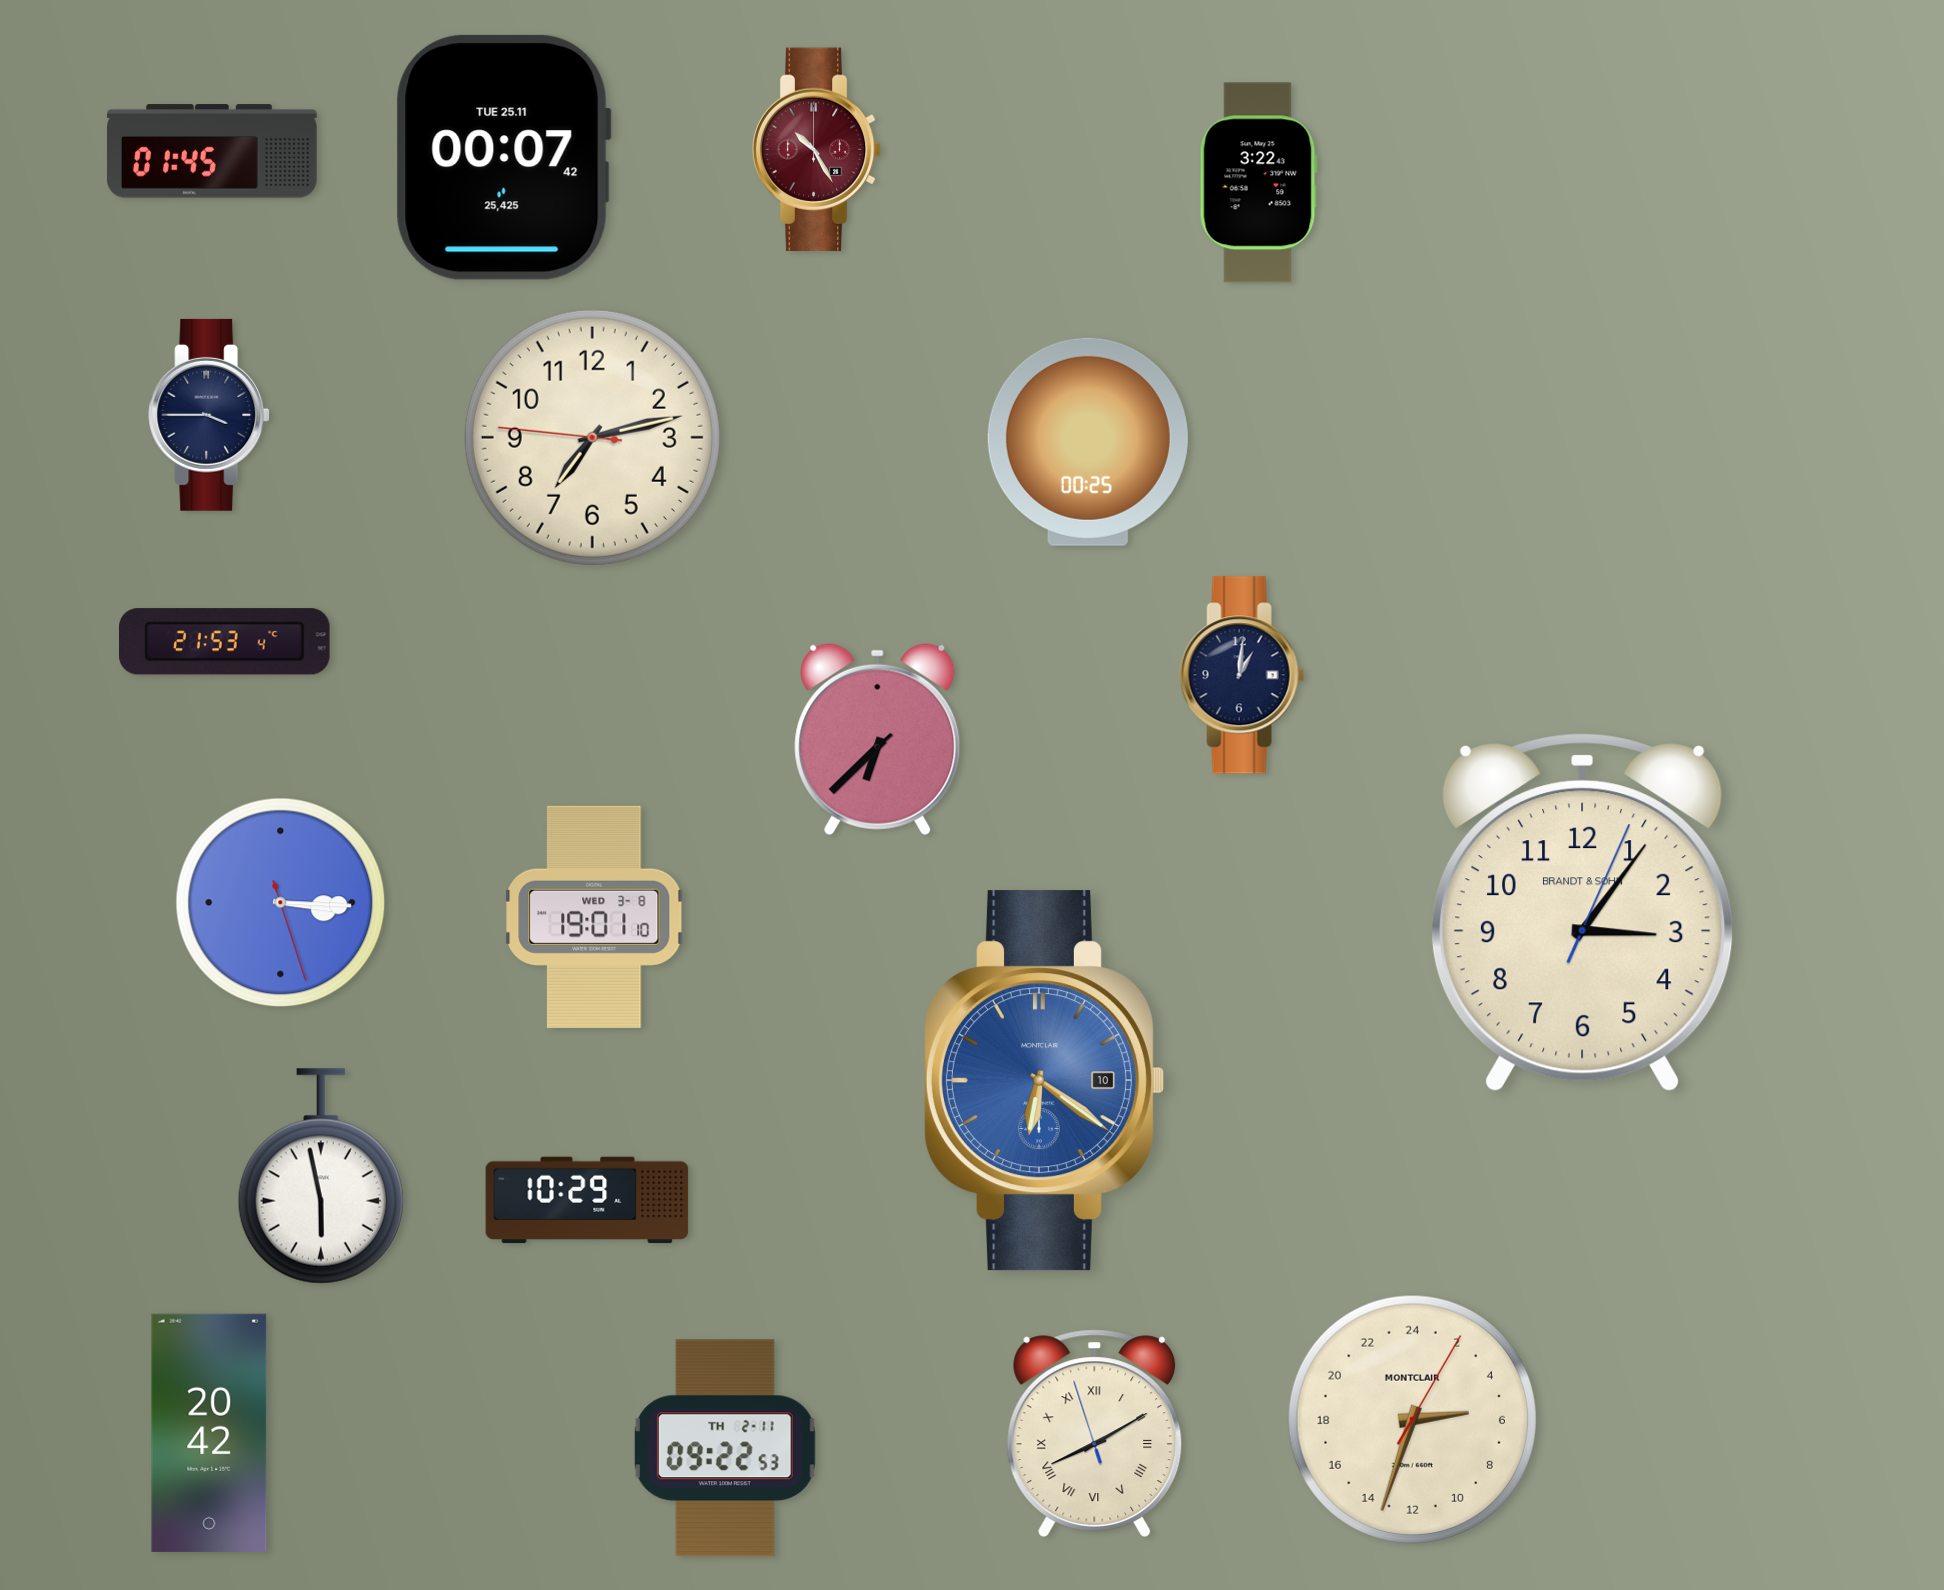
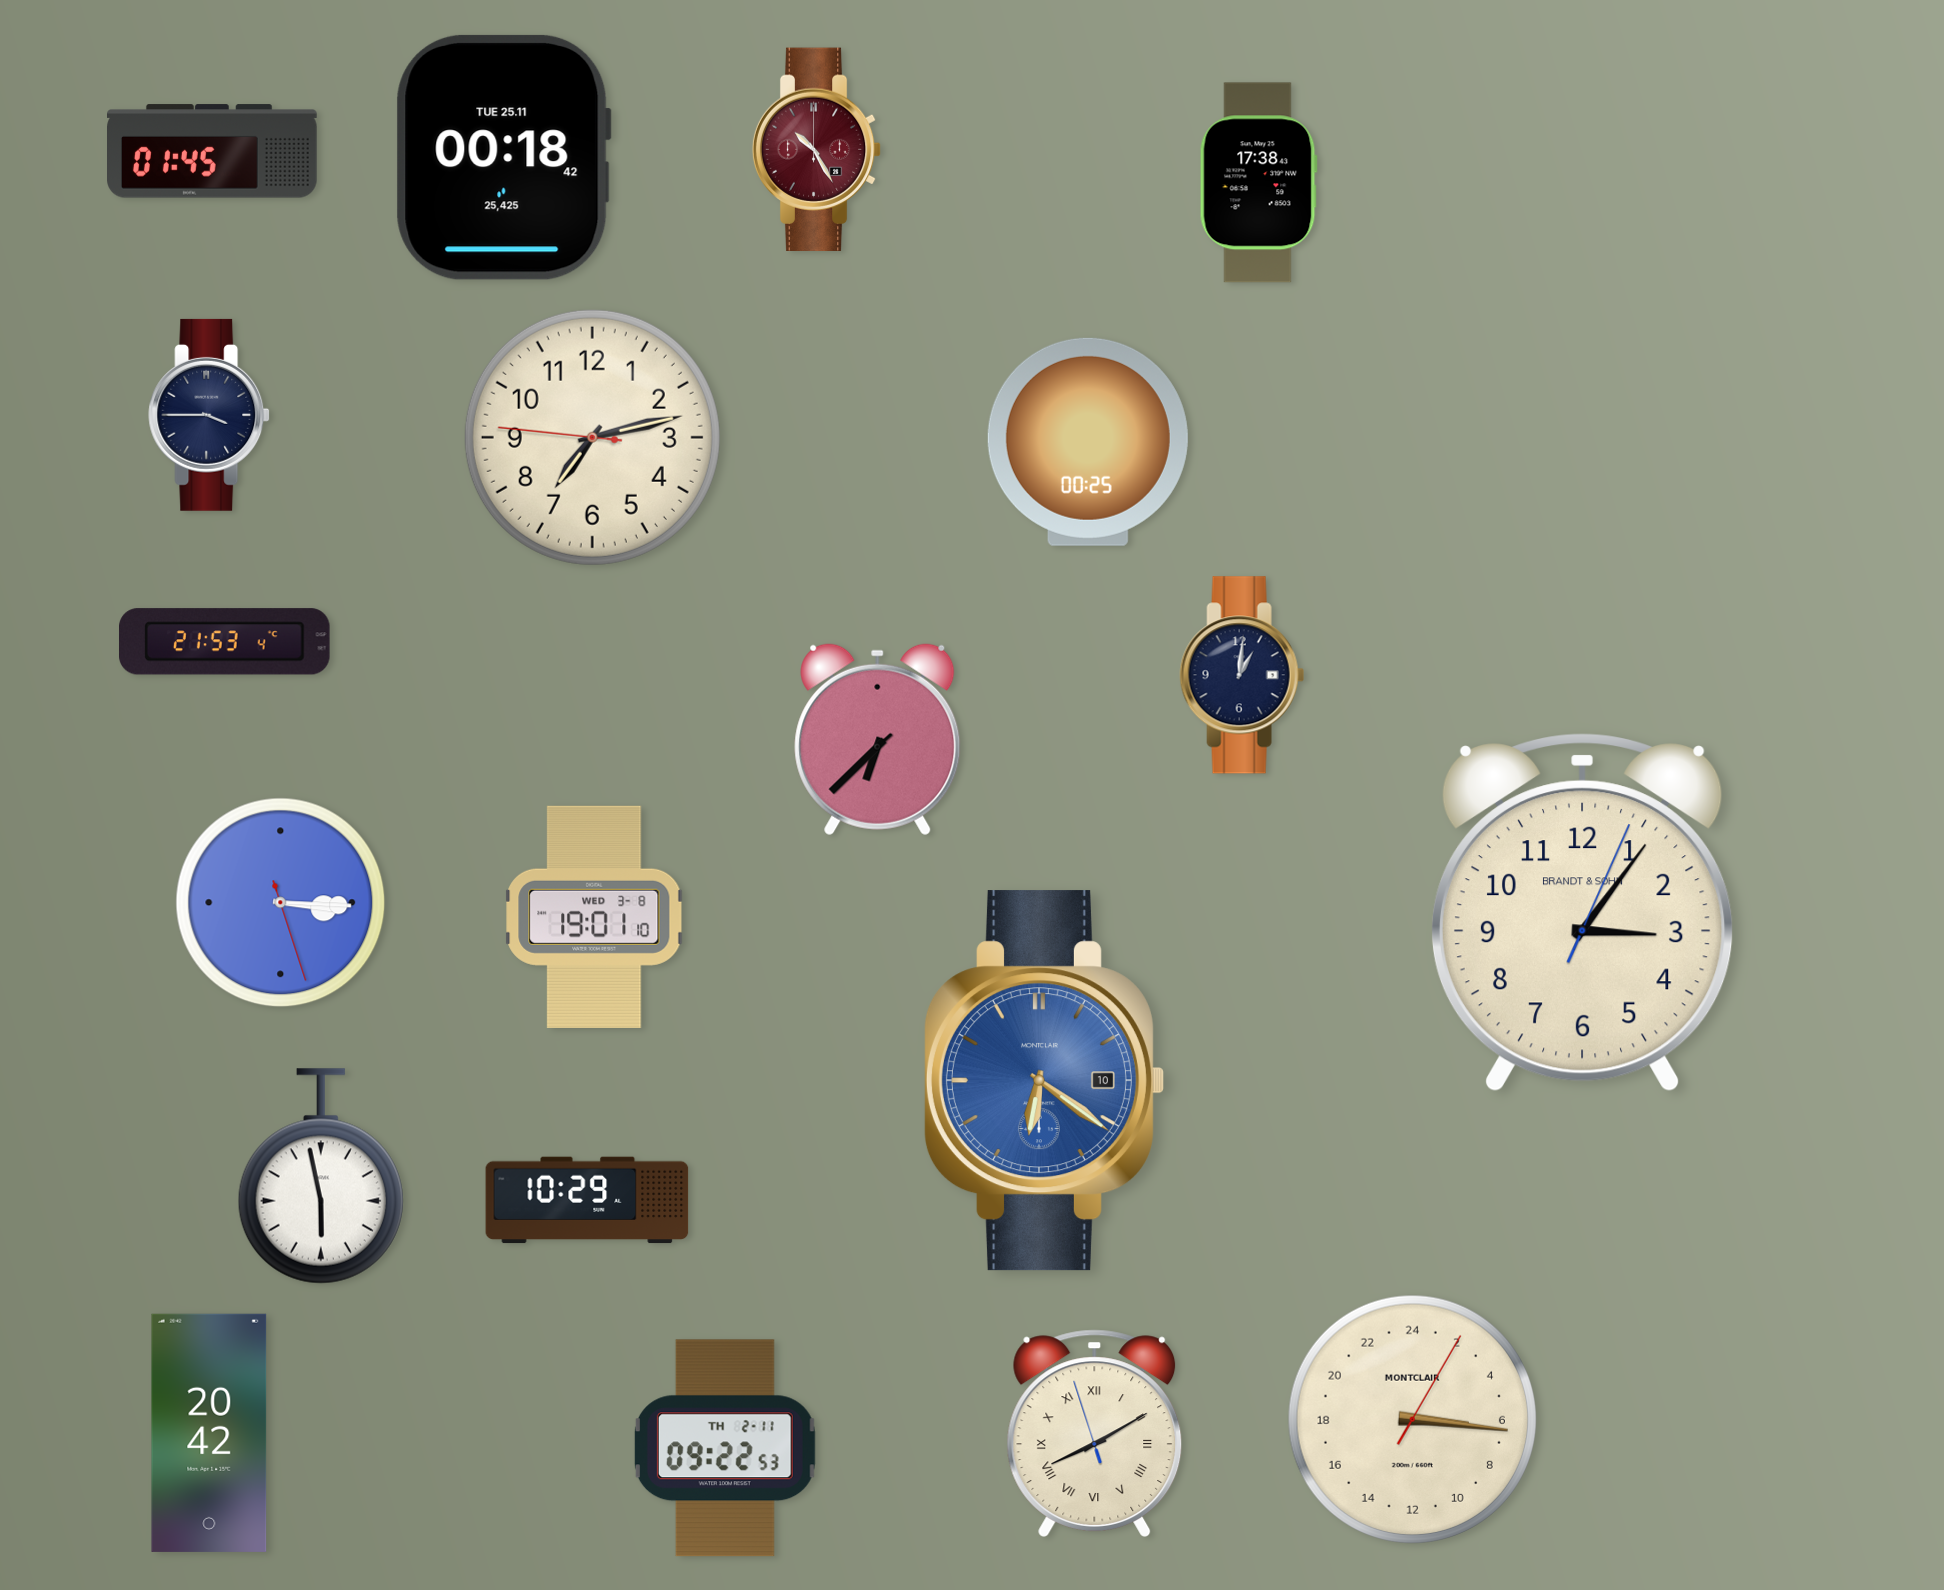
clock at (503, 157): 00:07 -> 00:18
clock at (1258, 183): 3:22 -> 17:38
clock at (1412, 1419): 5:33 -> 6:16
